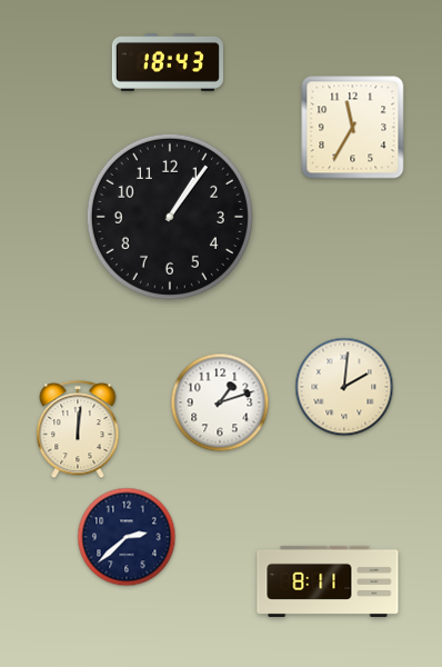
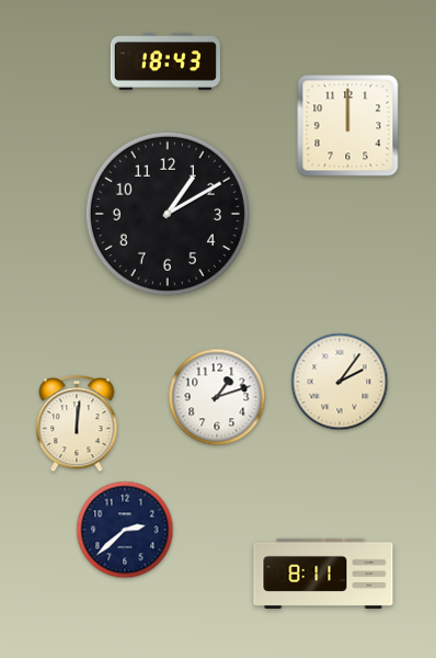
clock at (353, 128): 11:35 -> 12:00
clock at (170, 217): 1:06 -> 1:10
clock at (344, 387): 2:01 -> 2:06
